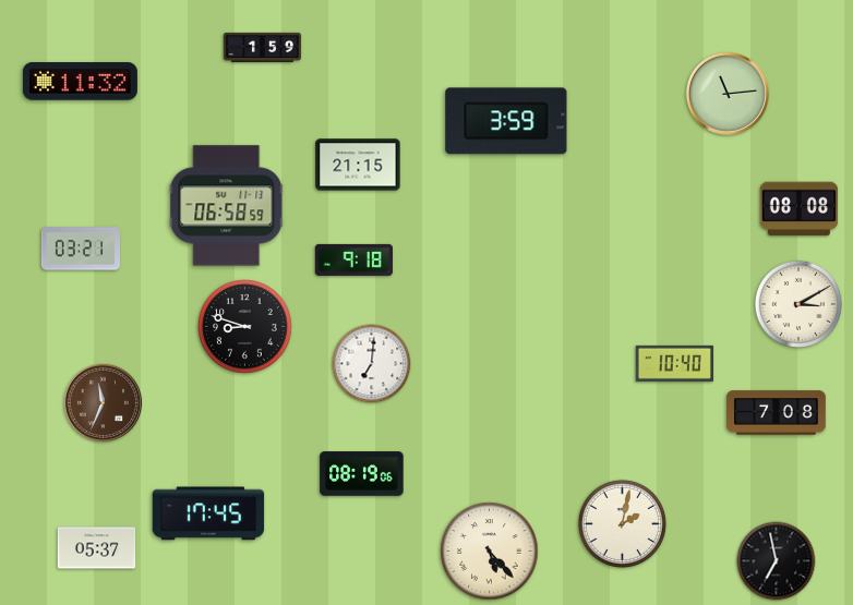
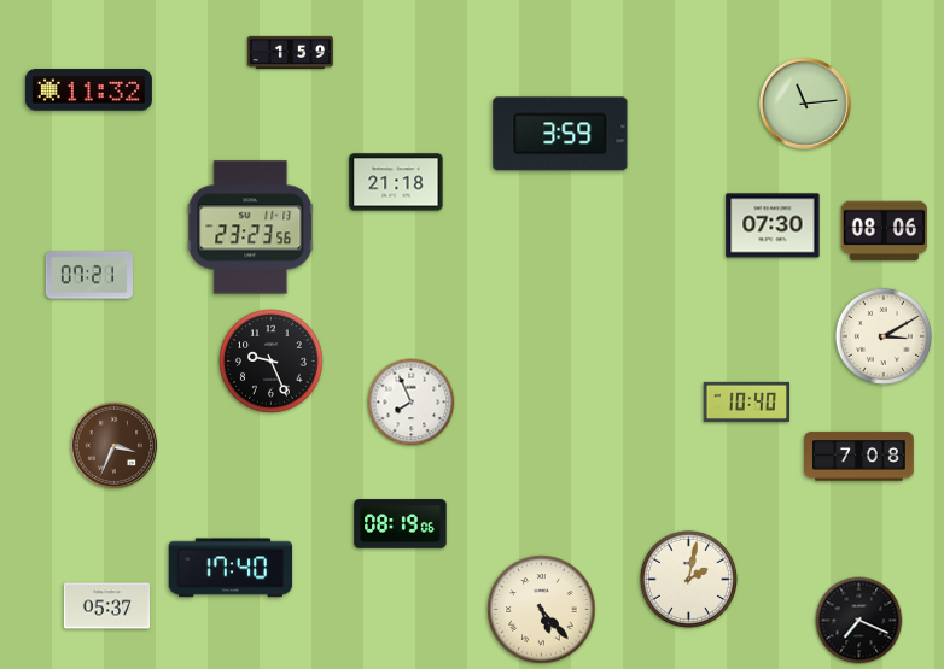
clock at (358, 165): 21:15 -> 21:18
clock at (773, 225): none -> 07:30
clock at (227, 206): 06:58 -> 23:23
clock at (798, 209): 08:08 -> 08:06
clock at (81, 249): 03:21 -> 07:21
clock at (353, 259): 9:18 -> none
clock at (245, 327): 8:48 -> 9:26
clock at (372, 364): 7:01 -> 7:56
clock at (104, 403): 11:34 -> 3:34
clock at (208, 513): 17:45 -> 17:40
clock at (777, 561): 6:58 -> 7:19
